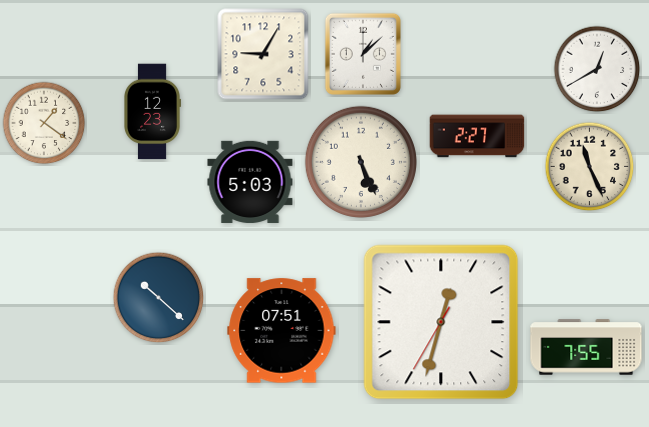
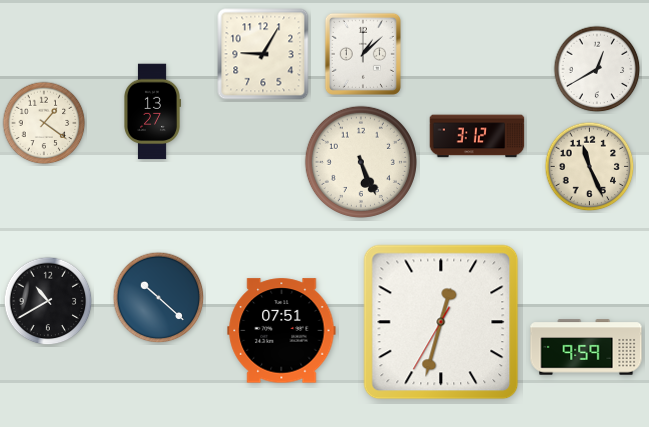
clock at (153, 112): 12:23 -> 13:27
clock at (477, 136): 2:27 -> 3:12
clock at (250, 182): 5:03 -> none
clock at (48, 301): none -> 10:40
clock at (586, 347): 7:55 -> 9:59
